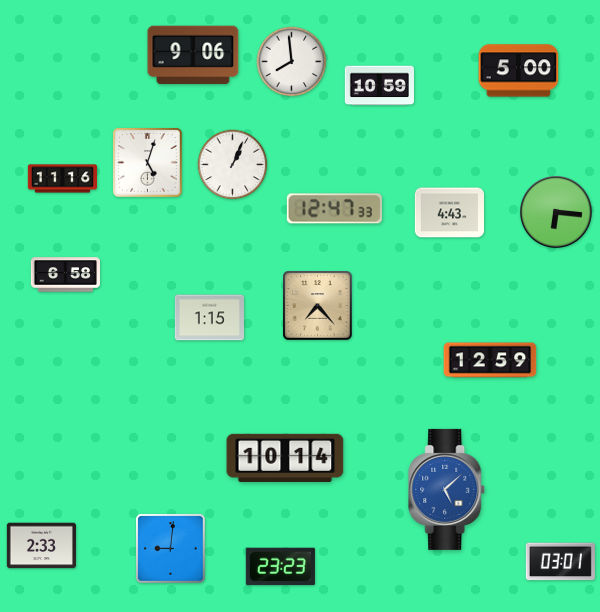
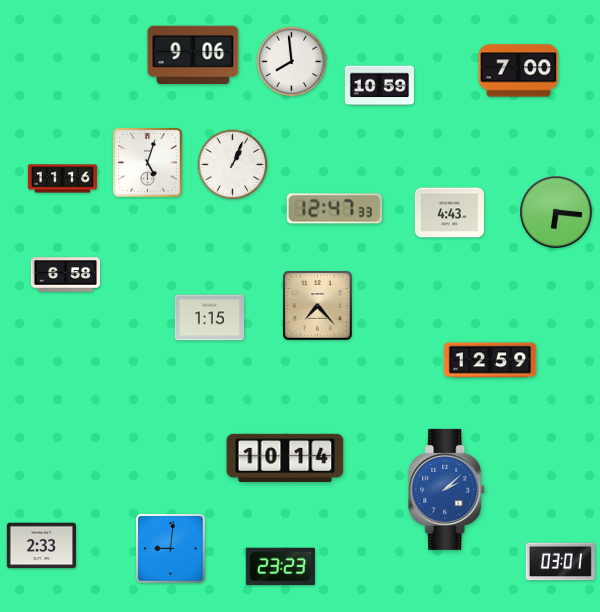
clock at (519, 71): 5:00 -> 7:00
clock at (447, 489): 5:08 -> 2:08
